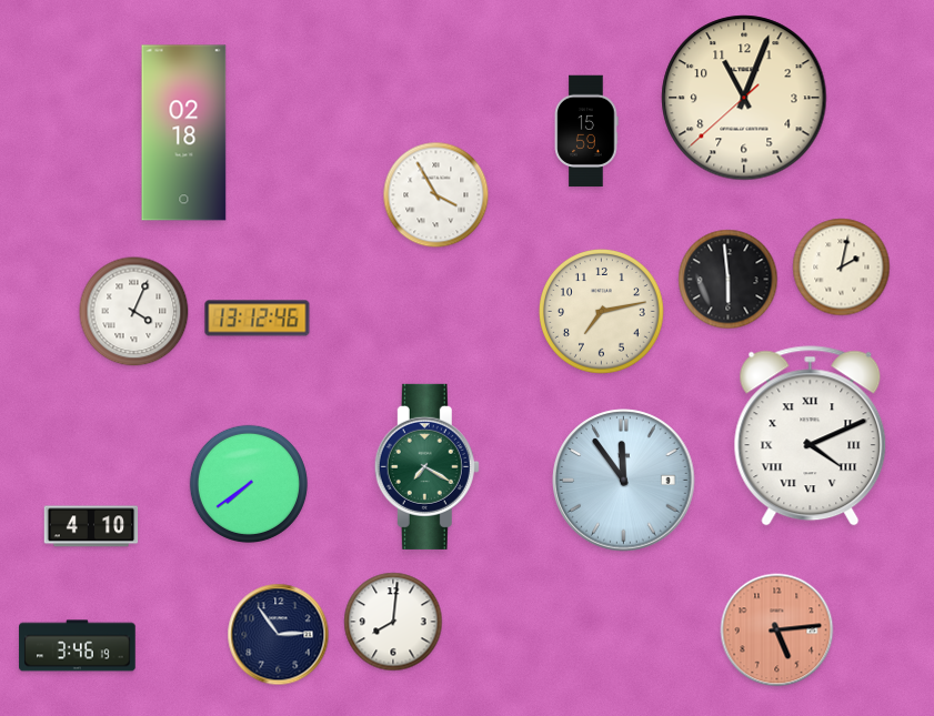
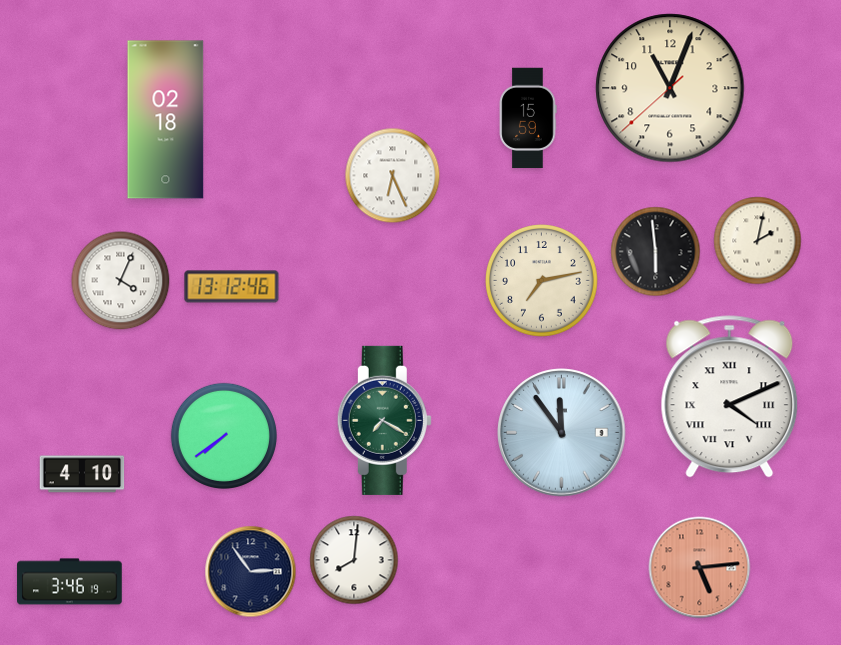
clock at (436, 195): 3:55 -> 6:26
clock at (811, 436) position: (811, 436) -> (730, 397)
